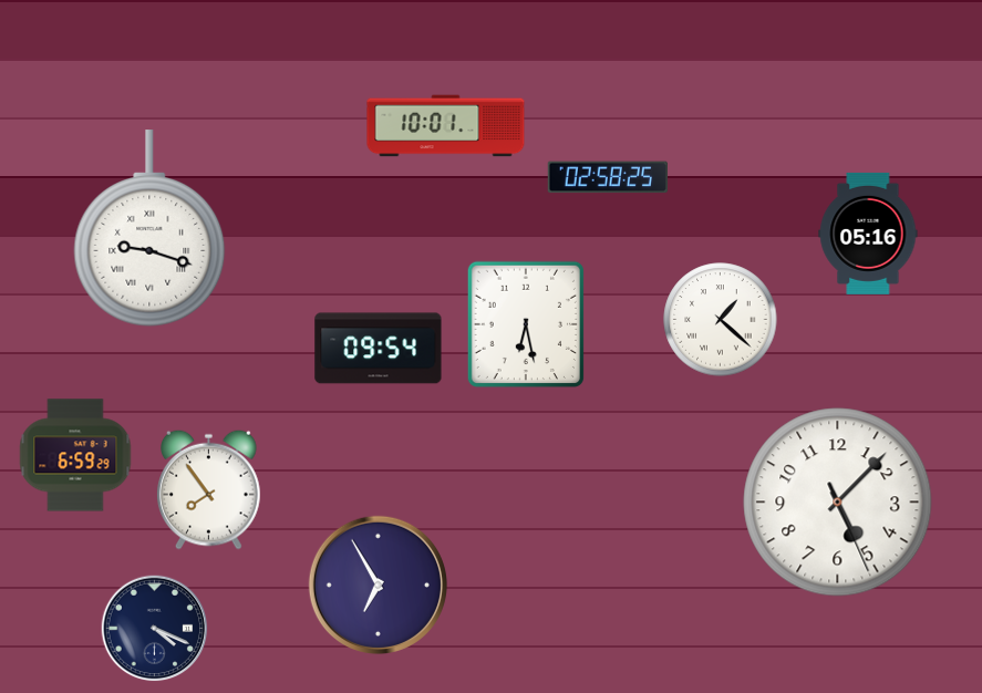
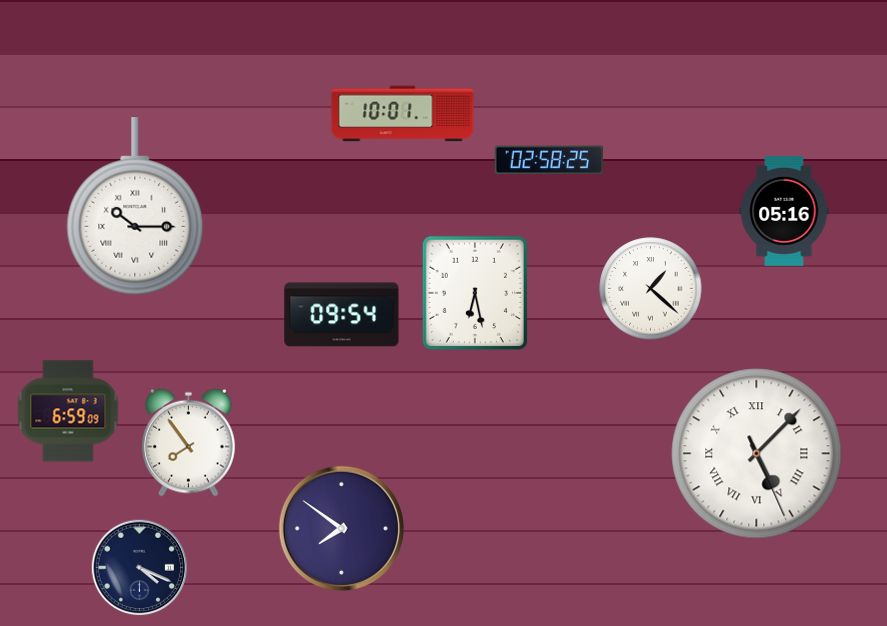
clock at (149, 228): 9:18 -> 10:15
clock at (75, 455): 6:59:29 -> 6:59:09
clock at (838, 503) numerals: Arabic -> Roman
clock at (378, 585): 6:55 -> 7:51
